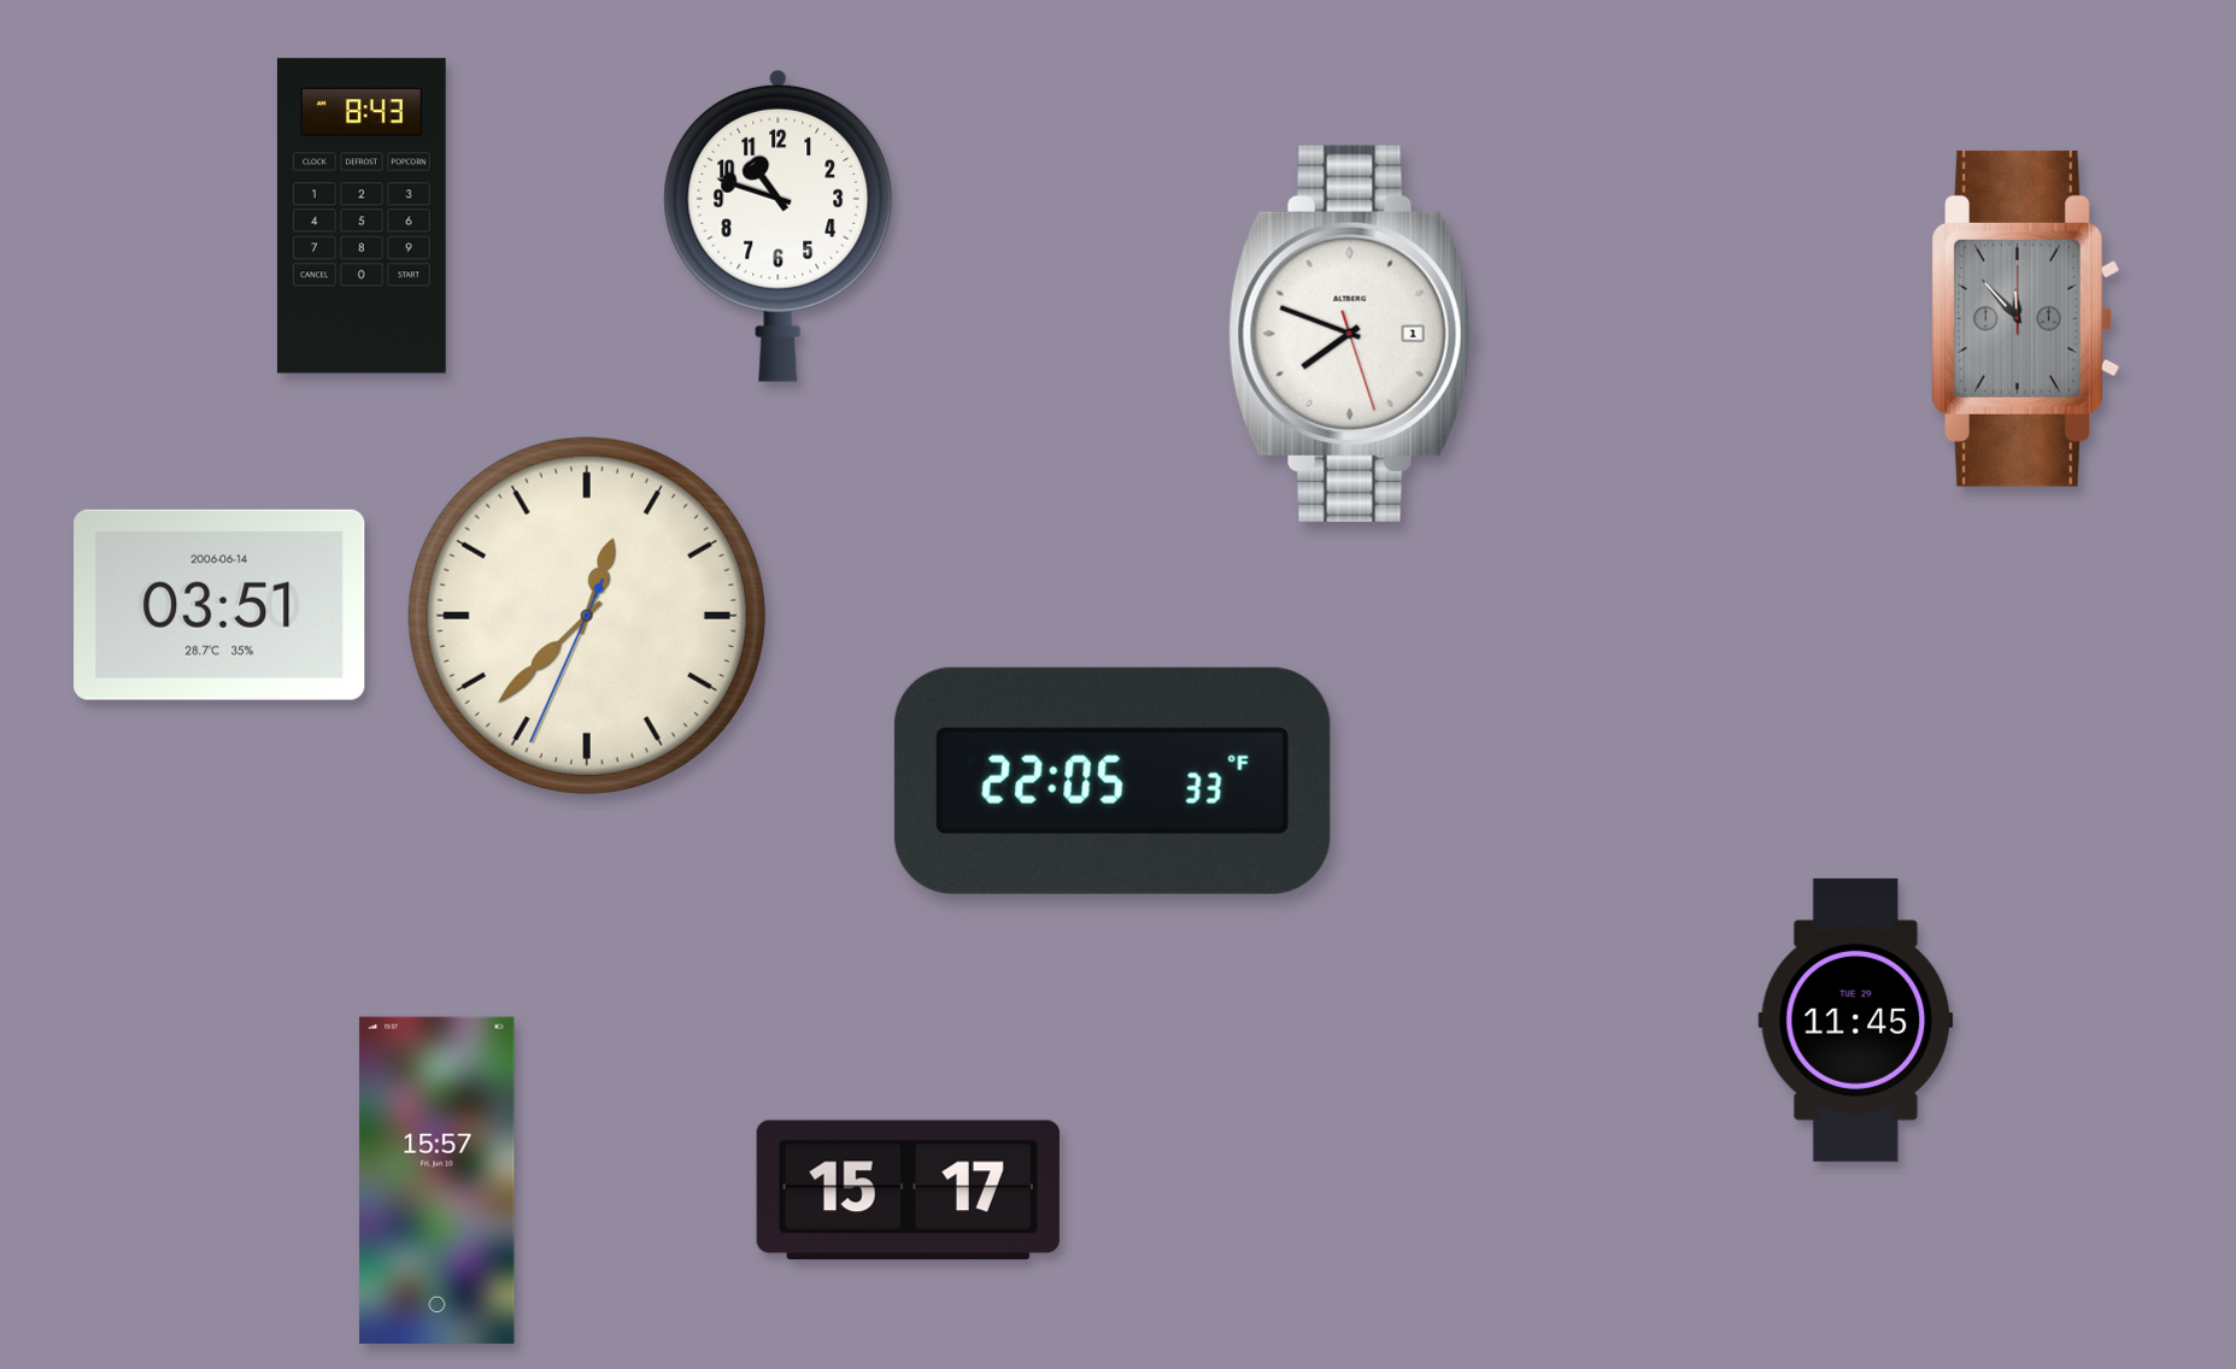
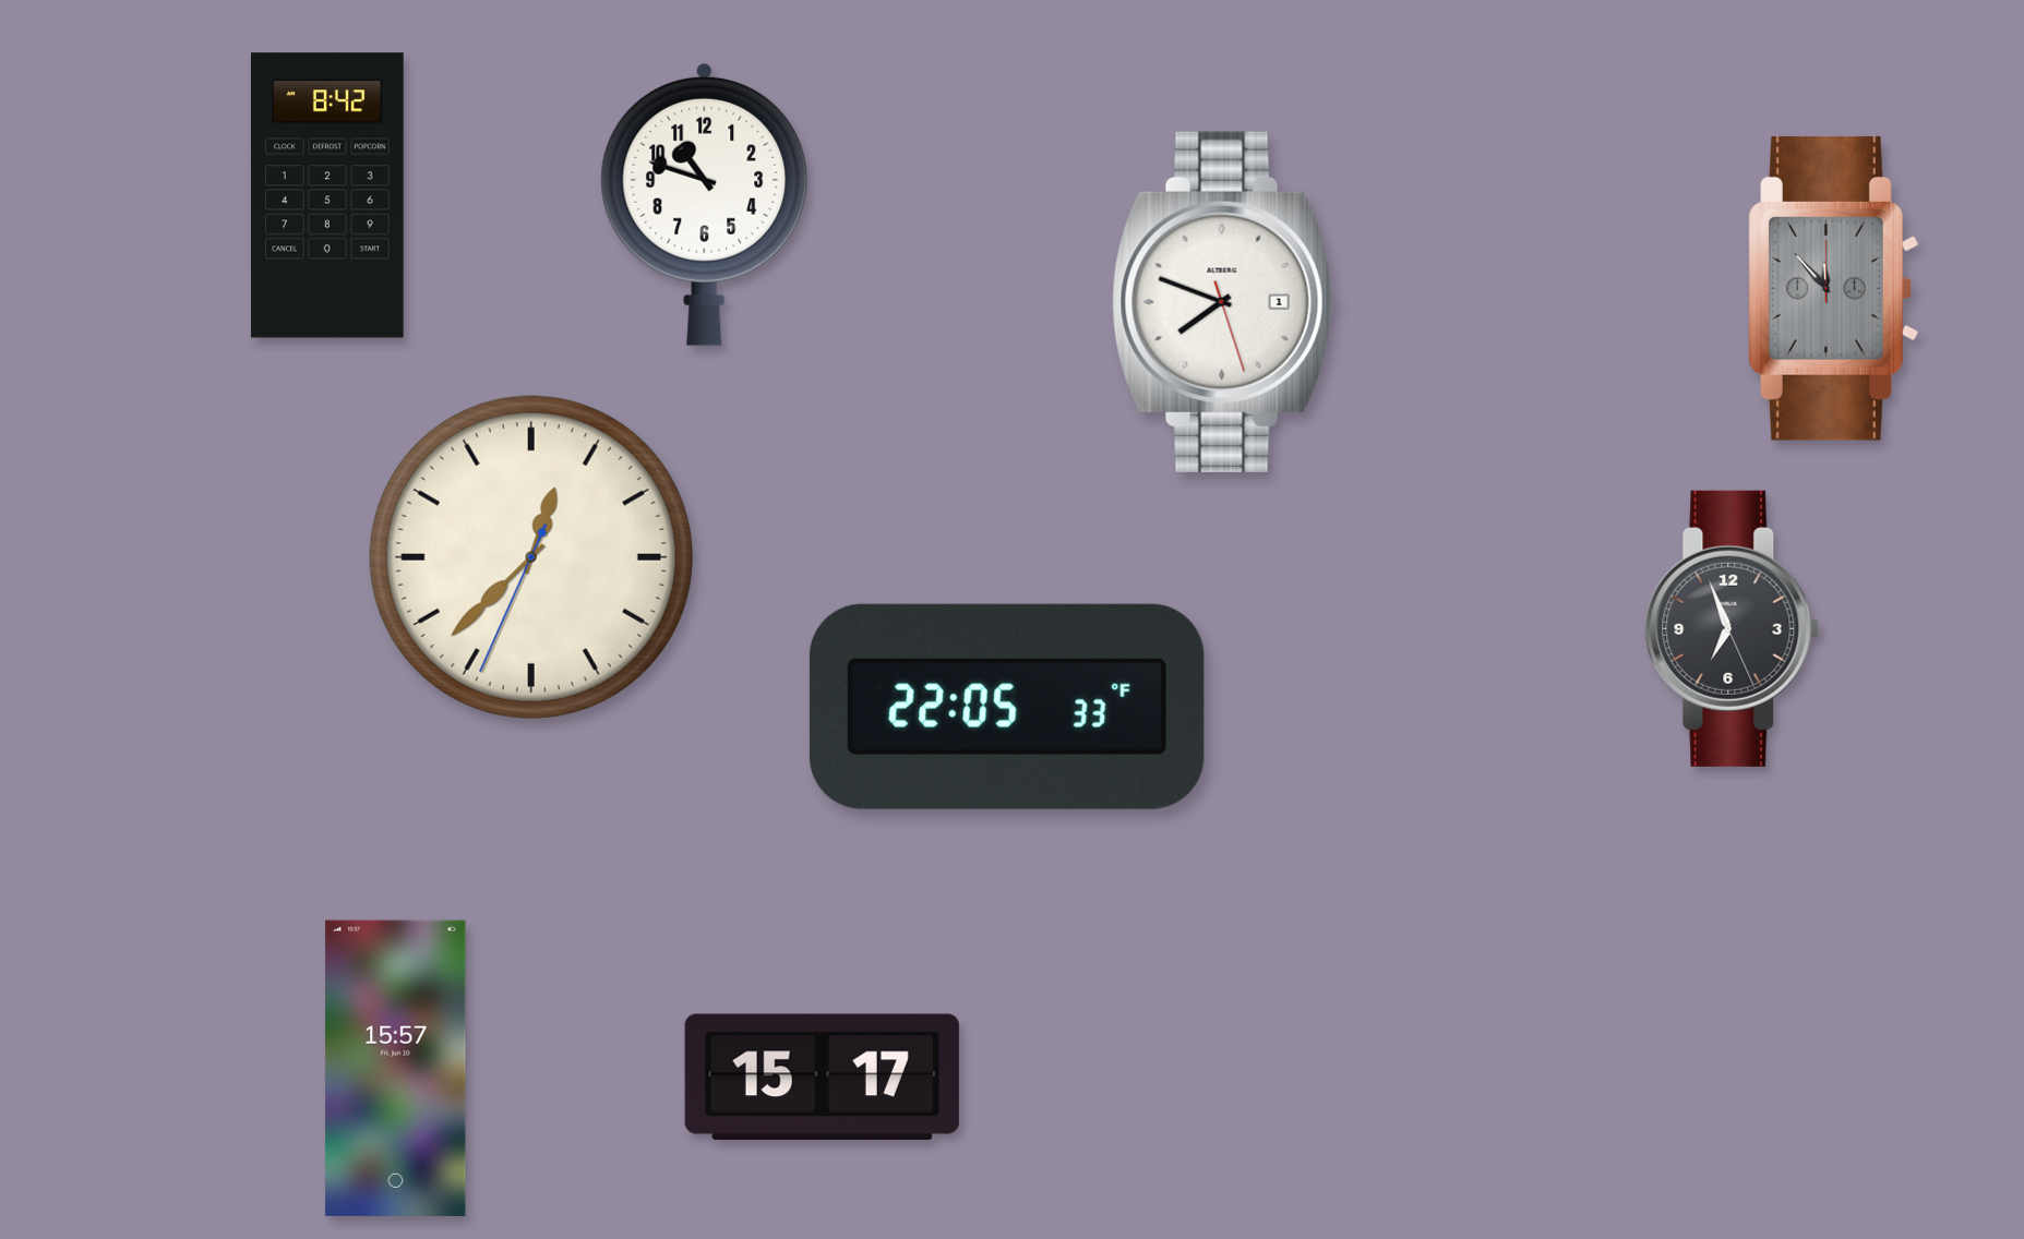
clock at (362, 216): 8:43 -> 8:42
clock at (219, 605): 03:51 -> none
clock at (1733, 628): none -> 6:56
clock at (1856, 1020): 11:45 -> none
